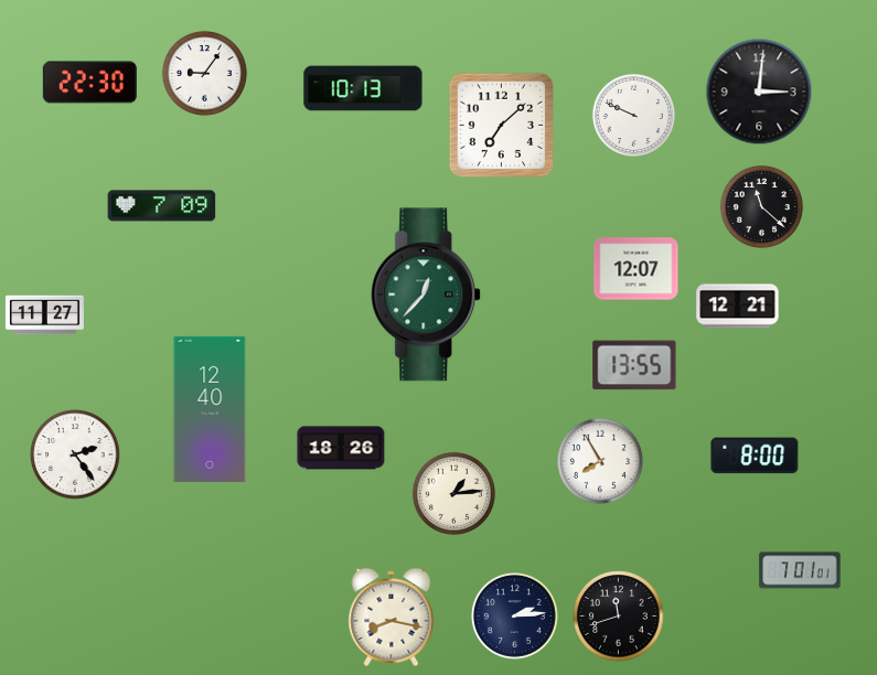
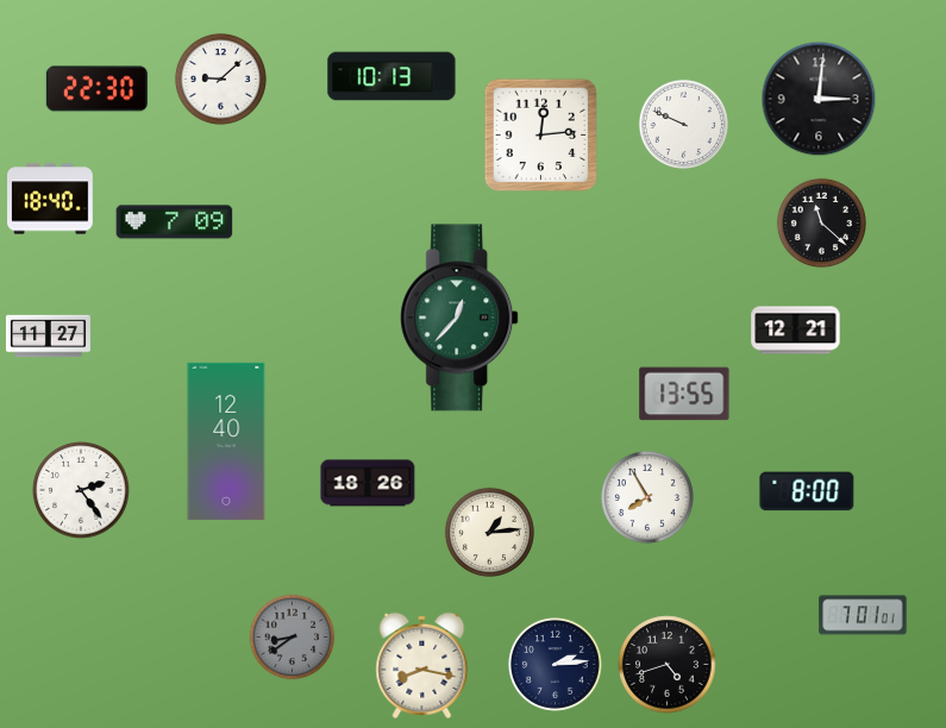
clock at (204, 73): 9:06 -> 9:08
clock at (363, 88) position: (363, 88) -> (391, 76)
clock at (502, 126): 7:08 -> 12:14
clock at (50, 199): none -> 18:40
clock at (637, 269): 12:07 -> none
clock at (44, 315) position: (44, 315) -> (48, 337)
clock at (755, 456) position: (755, 456) -> (807, 491)
clock at (293, 638): none -> 8:39
clock at (619, 617): 11:42 -> 4:42
